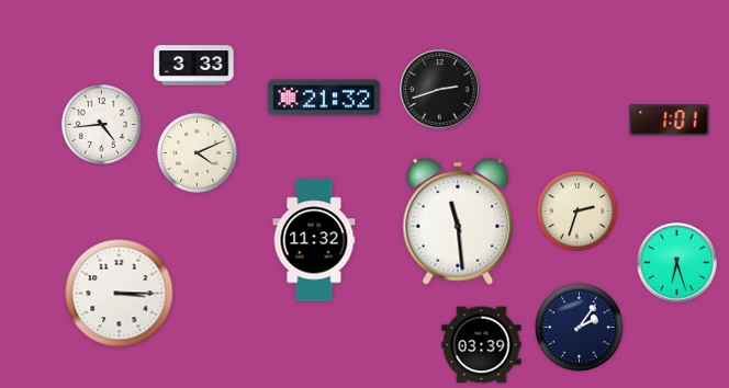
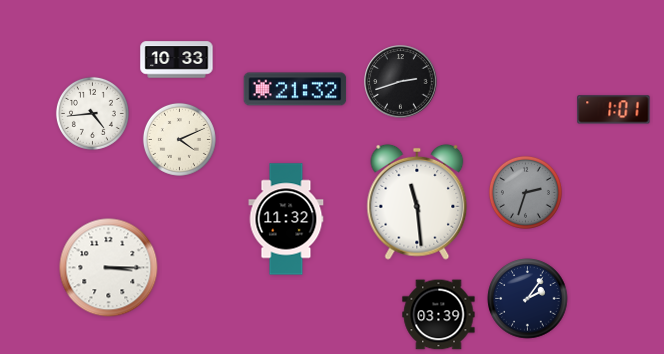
clock at (194, 66): 3:33 -> 10:33
clock at (670, 121) position: (670, 121) -> (614, 110)
clock at (576, 210) dial: cream -> grey
clock at (677, 263): 6:27 -> none
